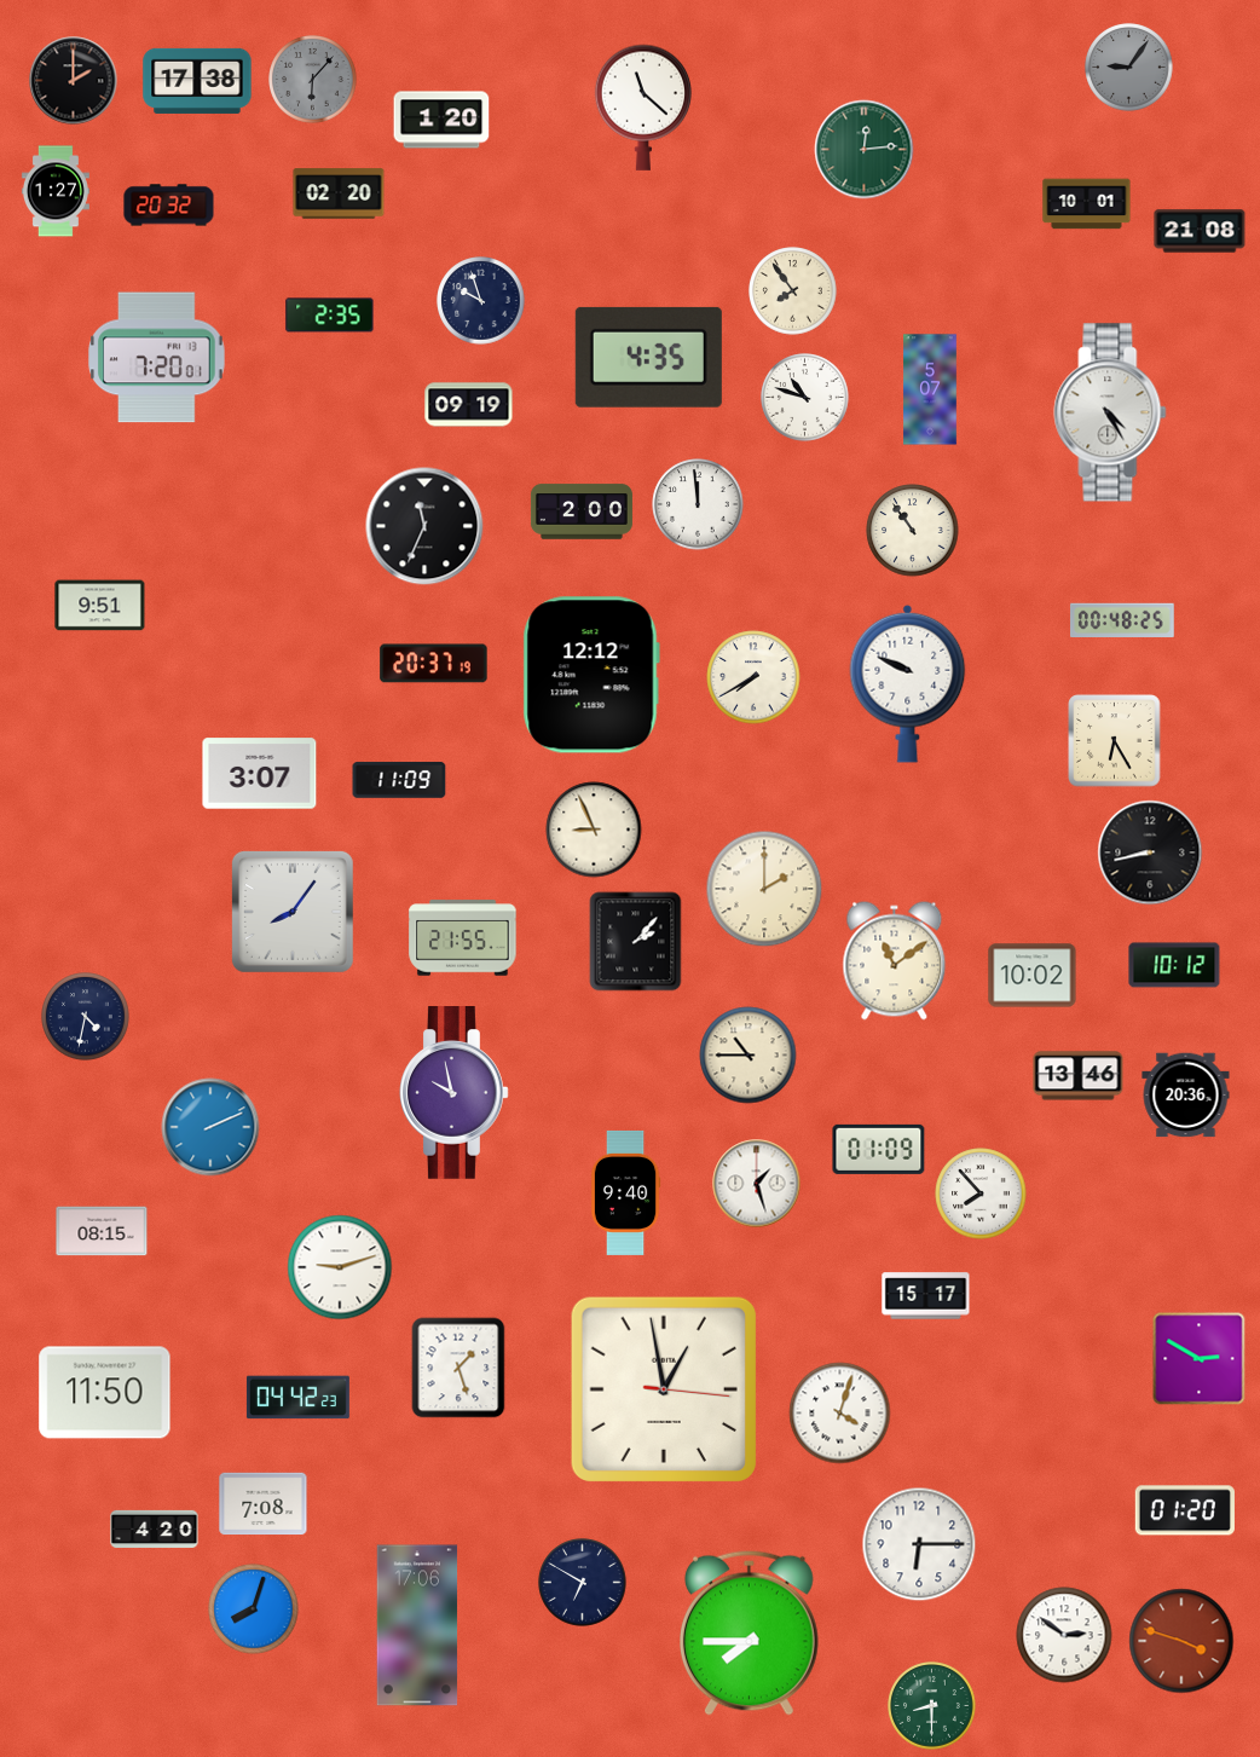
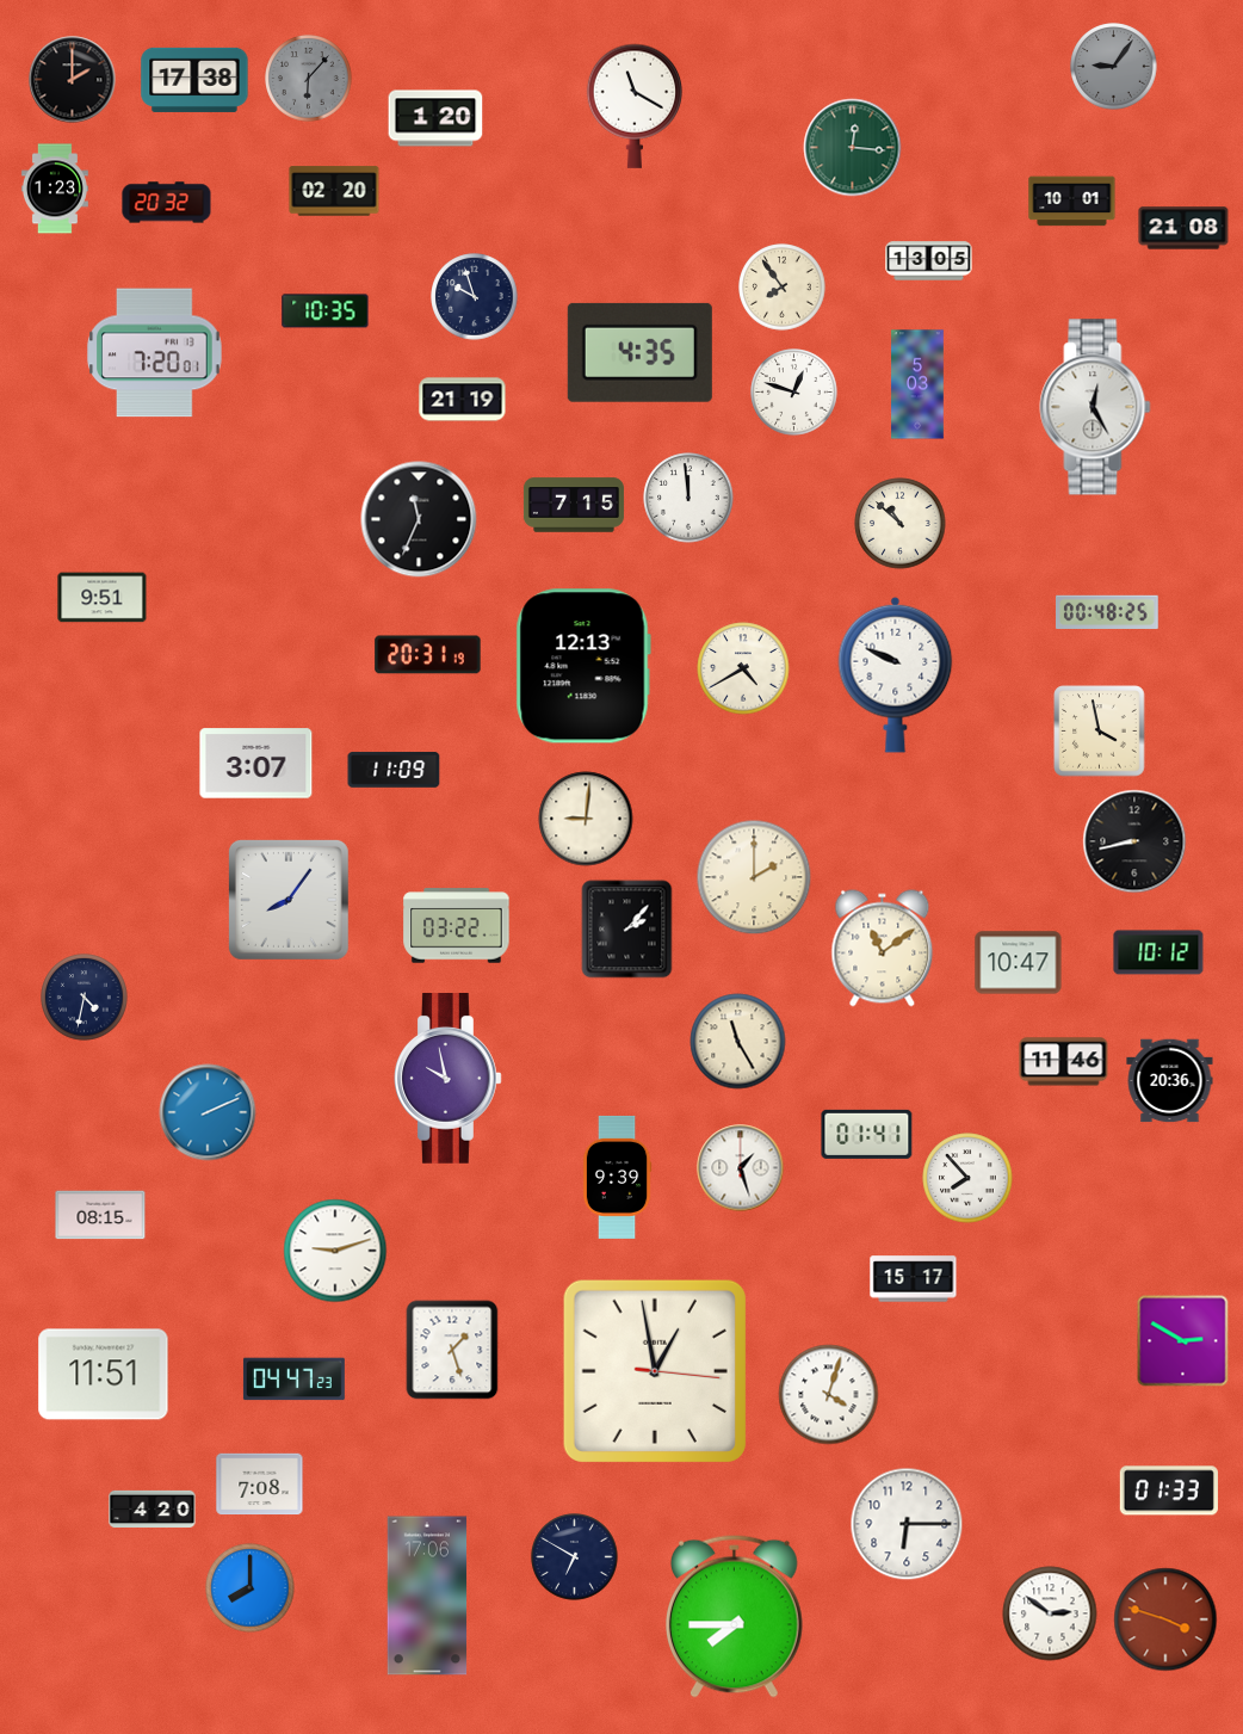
clock at (642, 108): 11:22 -> 11:20
clock at (865, 150): 12:14 -> 12:16
clock at (56, 191): 1:27 -> 1:23
clock at (929, 261): none -> 13:05
clock at (330, 316): 2:35 -> 10:35
clock at (930, 389): 5:07 -> 5:03
clock at (805, 398): 10:48 -> 12:48
clock at (469, 405): 09:19 -> 21:19
clock at (1110, 412): 4:25 -> 12:25
clock at (582, 512): 2:00 -> 7:15
clock at (913, 531): 10:54 -> 10:52
clock at (100, 606) position: (100, 606) -> (103, 598)
clock at (434, 664): 20:37 -> 20:31
clock at (591, 675): 12:12 -> 12:13
clock at (753, 677): 7:40 -> 4:40
clock at (1115, 741): 6:25 -> 3:58
clock at (594, 830): 8:56 -> 9:01
clock at (463, 938): 21:55 -> 03:22
clock at (1033, 976): 10:02 -> 10:47
clock at (86, 1017) position: (86, 1017) -> (85, 998)
clock at (749, 1056): 10:45 -> 11:25
clock at (1079, 1076): 13:46 -> 11:46
clock at (879, 1149): 01:09 -> 01:41
clock at (757, 1184) position: (757, 1184) -> (741, 1168)
clock at (625, 1192): 9:40 -> 9:39
clock at (105, 1393): 11:50 -> 11:51
clock at (297, 1398): 04:42 -> 04:47
clock at (1185, 1510): 01:20 -> 01:33
clock at (583, 1583) position: (583, 1583) -> (575, 1557)
clock at (254, 1609): 8:03 -> 8:00
clock at (417, 1625) position: (417, 1625) -> (427, 1596)
clock at (750, 1632) position: (750, 1632) -> (735, 1616)
clock at (932, 1706): 8:30 -> none
